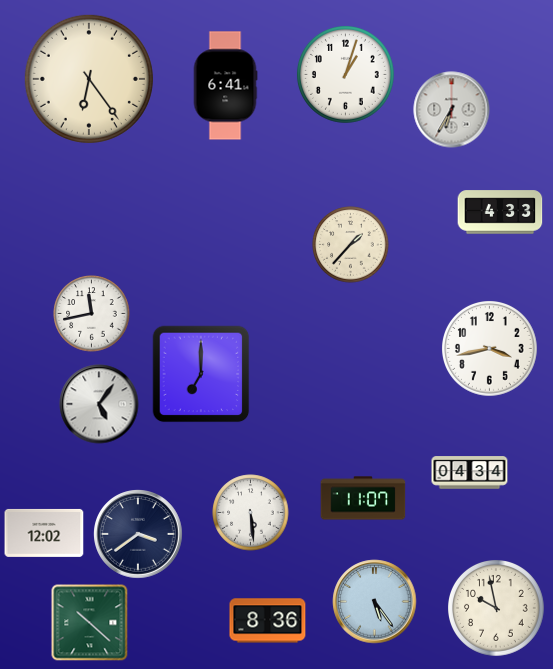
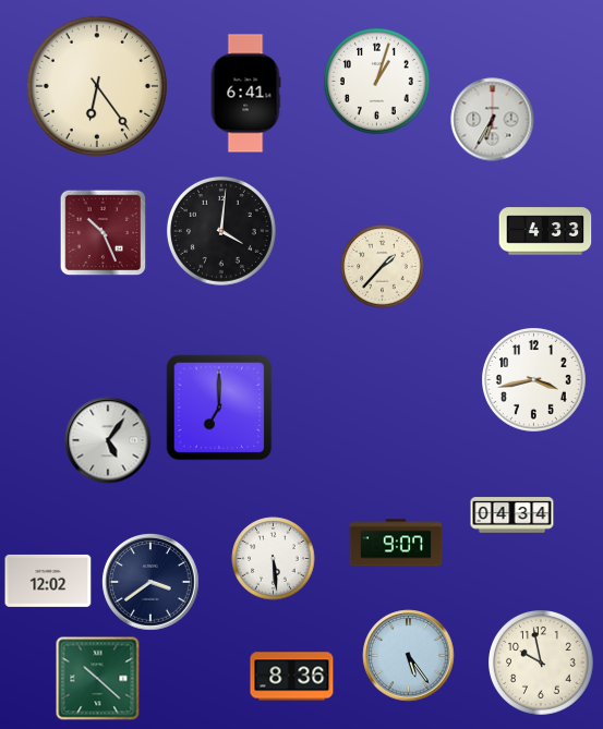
clock at (221, 231): none -> 4:01
clock at (102, 232): none -> 10:26
clock at (92, 314): 11:43 -> none
clock at (363, 498): 11:07 -> 9:07
